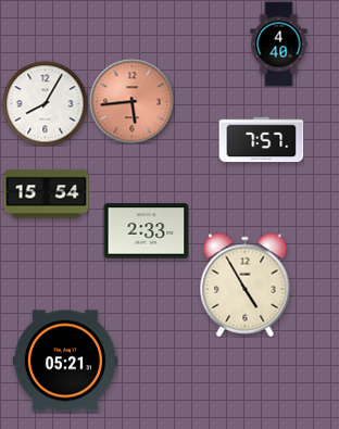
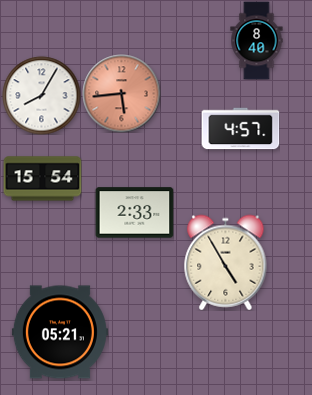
clock at (279, 43): 4:40 -> 8:40
clock at (261, 140): 7:57 -> 4:57
